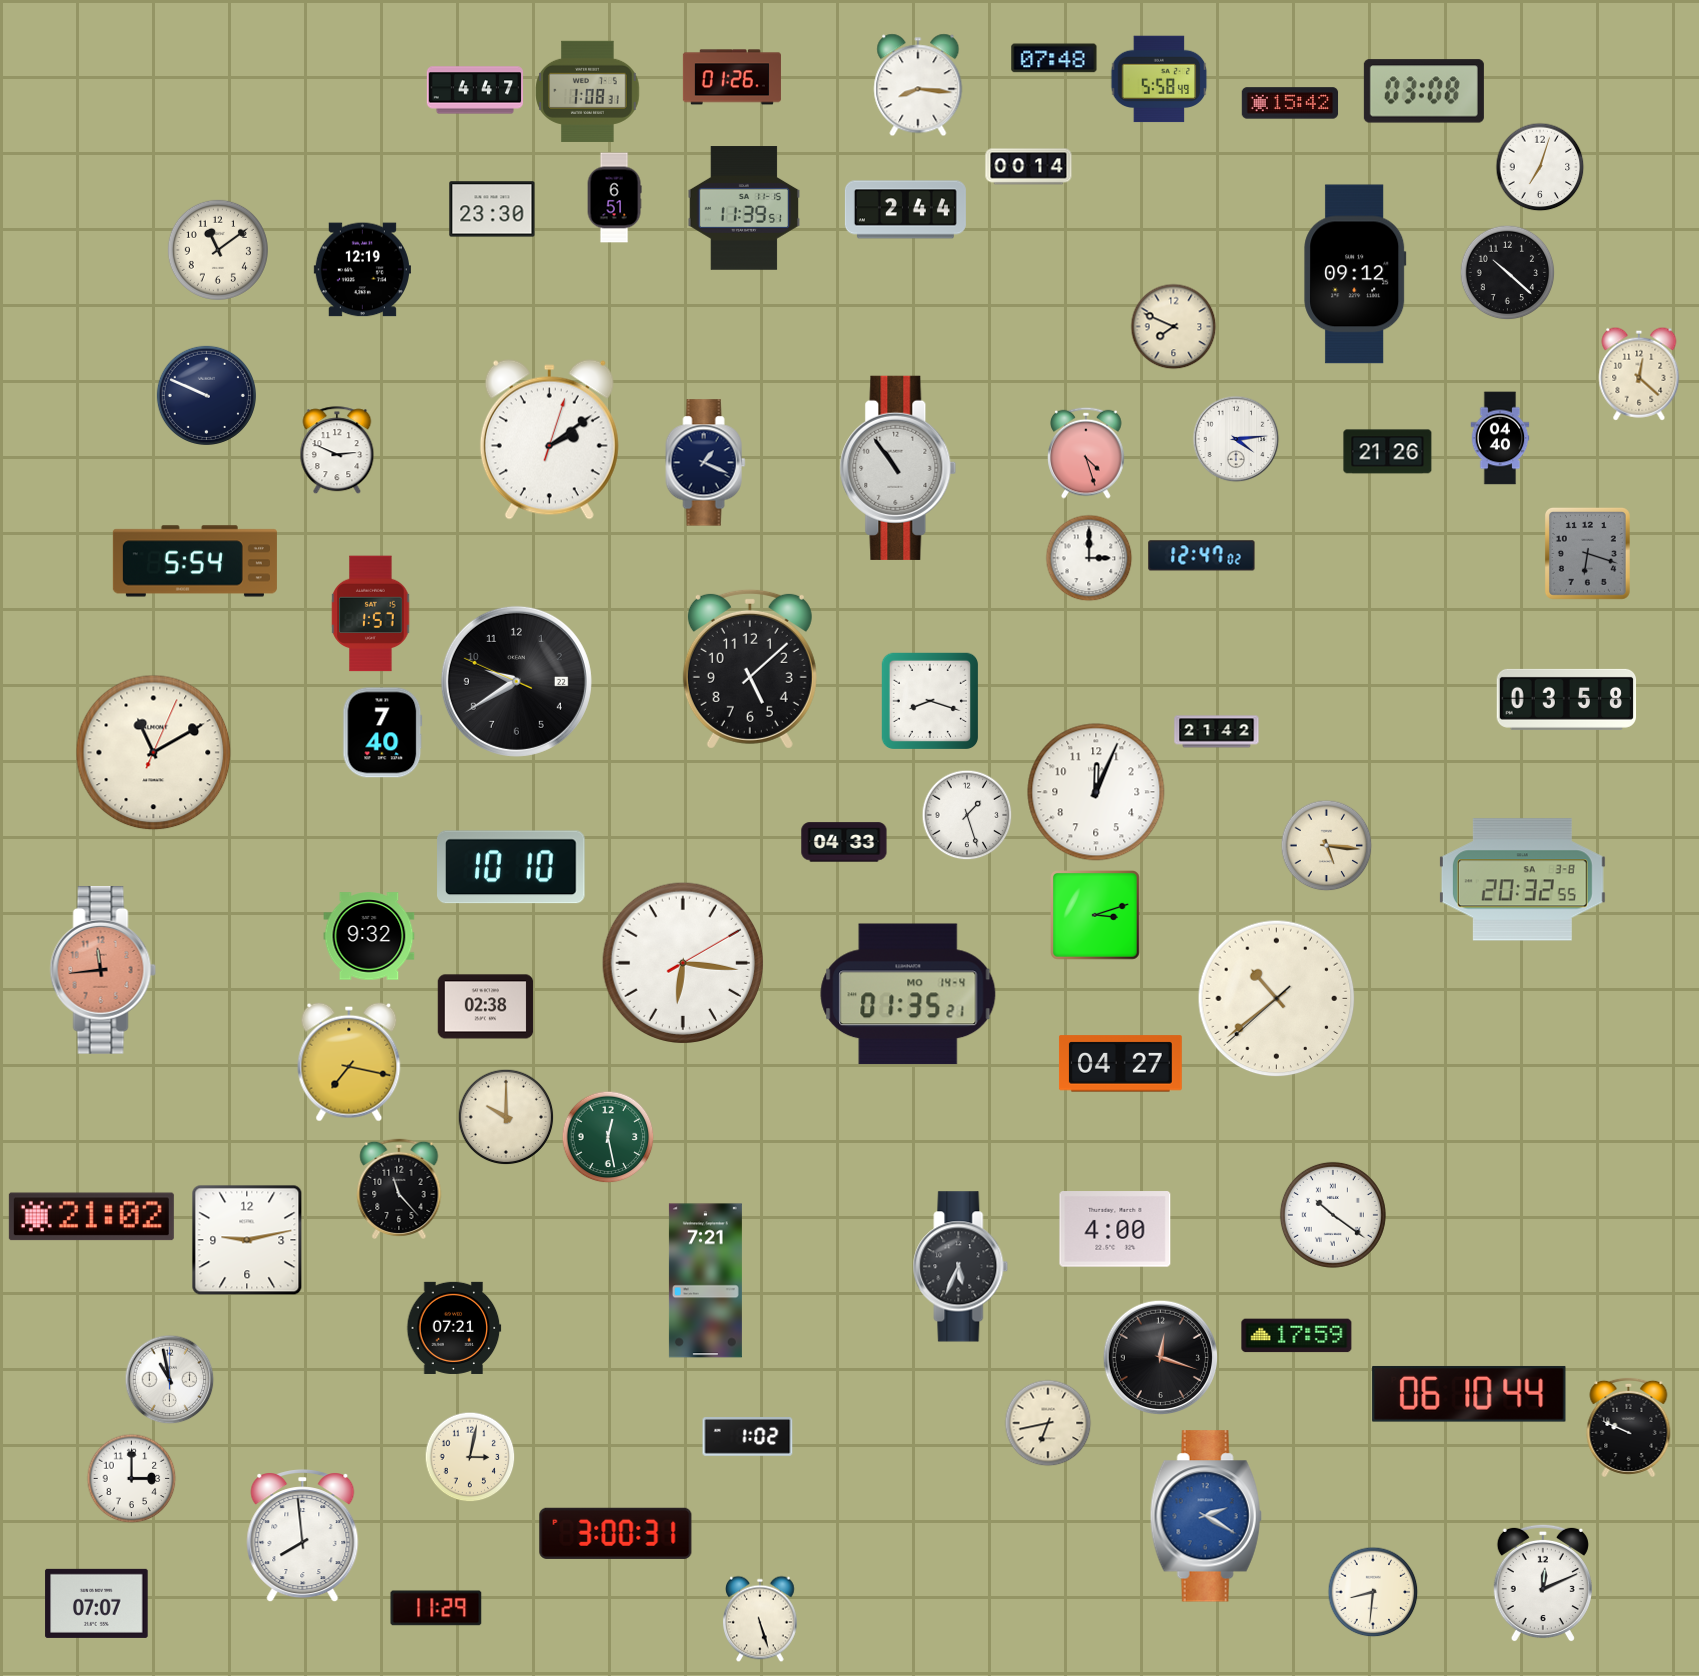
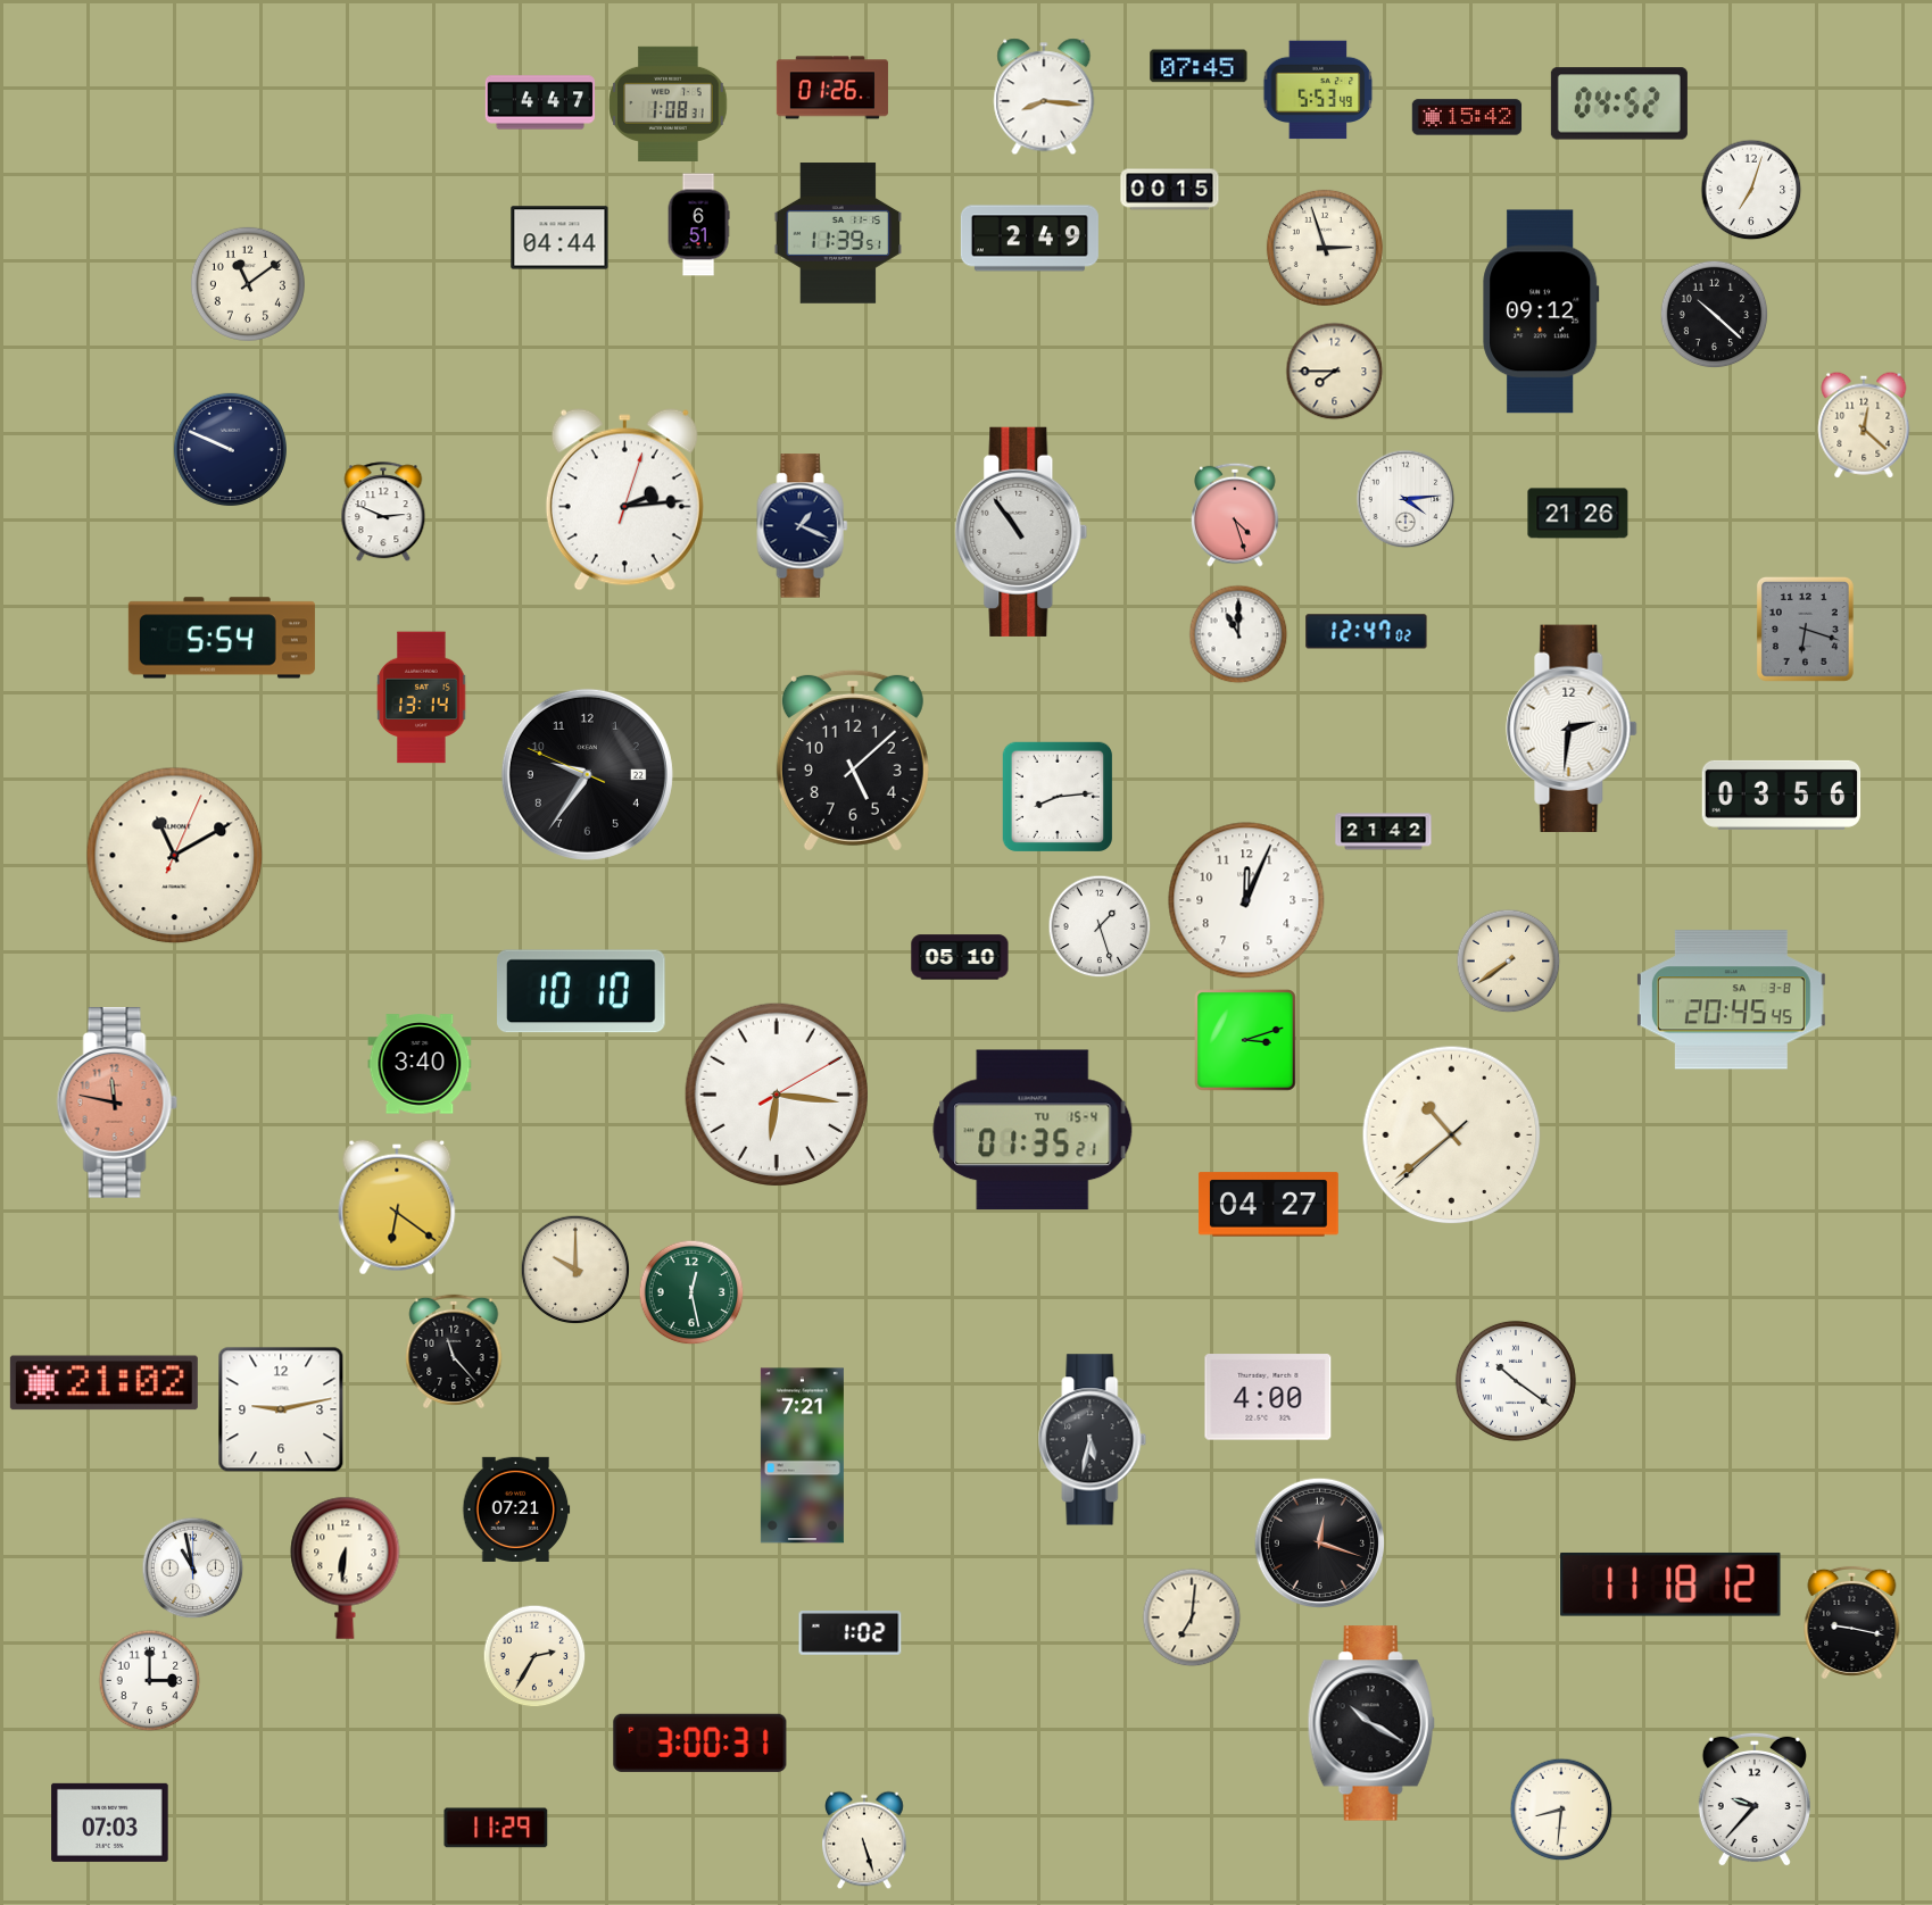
clock at (1054, 58): 07:48 -> 07:45
clock at (1159, 79): 5:58 -> 5:53
clock at (1424, 91): 03:08 -> 04:52
clock at (1029, 167): 00:14 -> 00:15
clock at (743, 208) position: (743, 208) -> (837, 233)
clock at (492, 209): 23:30 -> 04:44
clock at (905, 210): 2:44 -> 2:49
clock at (1325, 248): none -> 2:57
clock at (362, 270): 12:19 -> none
clock at (1508, 273) position: (1508, 273) -> (1715, 315)
clock at (1174, 327): 7:49 -> 7:45
clock at (206, 395) position: (206, 395) -> (230, 449)
clock at (1500, 438): 04:40 -> none
clock at (549, 440): 2:09 -> 2:14
clock at (1089, 558): 3:00 -> 11:00
clock at (371, 614): 1:57 -> 13:14
clock at (1572, 727): none -> 2:31
clock at (516, 681): 9:39 -> 9:35
clock at (1567, 699): 03:58 -> 03:56
clock at (929, 700): 8:18 -> 8:14
clock at (383, 733): 7:40 -> none
clock at (844, 842): 04:33 -> 05:10
clock at (1327, 846): 5:16 -> 7:39
clock at (511, 867) position: (511, 867) -> (581, 991)
clock at (1522, 880): 20:32 -> 20:45
clock at (369, 936): 9:32 -> 3:40
clock at (103, 970): 11:44 -> 11:47
clock at (908, 994) date: MO 14-4 -> TU 15-4
clock at (486, 1007): 02:38 -> none
clock at (349, 1062): 7:17 -> 6:21
clock at (1120, 1064) position: (1120, 1064) -> (1268, 1205)
clock at (961, 1267): 5:34 -> 5:32
clock at (1297, 1336): 17:59 -> none
clock at (346, 1567): none -> 6:31
clock at (1469, 1394): 06:10 -> 11:18
clock at (1048, 1423): 6:43 -> 7:01
clock at (1629, 1427): 9:49 -> 9:17
clock at (470, 1457): 3:02 -> 2:35
clock at (1206, 1516): 2:20 -> 10:20
clock at (1206, 1516) dial: blue -> black
clock at (303, 1536): 7:59 -> none
clock at (1543, 1583): 12:11 -> 9:37
clock at (97, 1603): 07:07 -> 07:03
